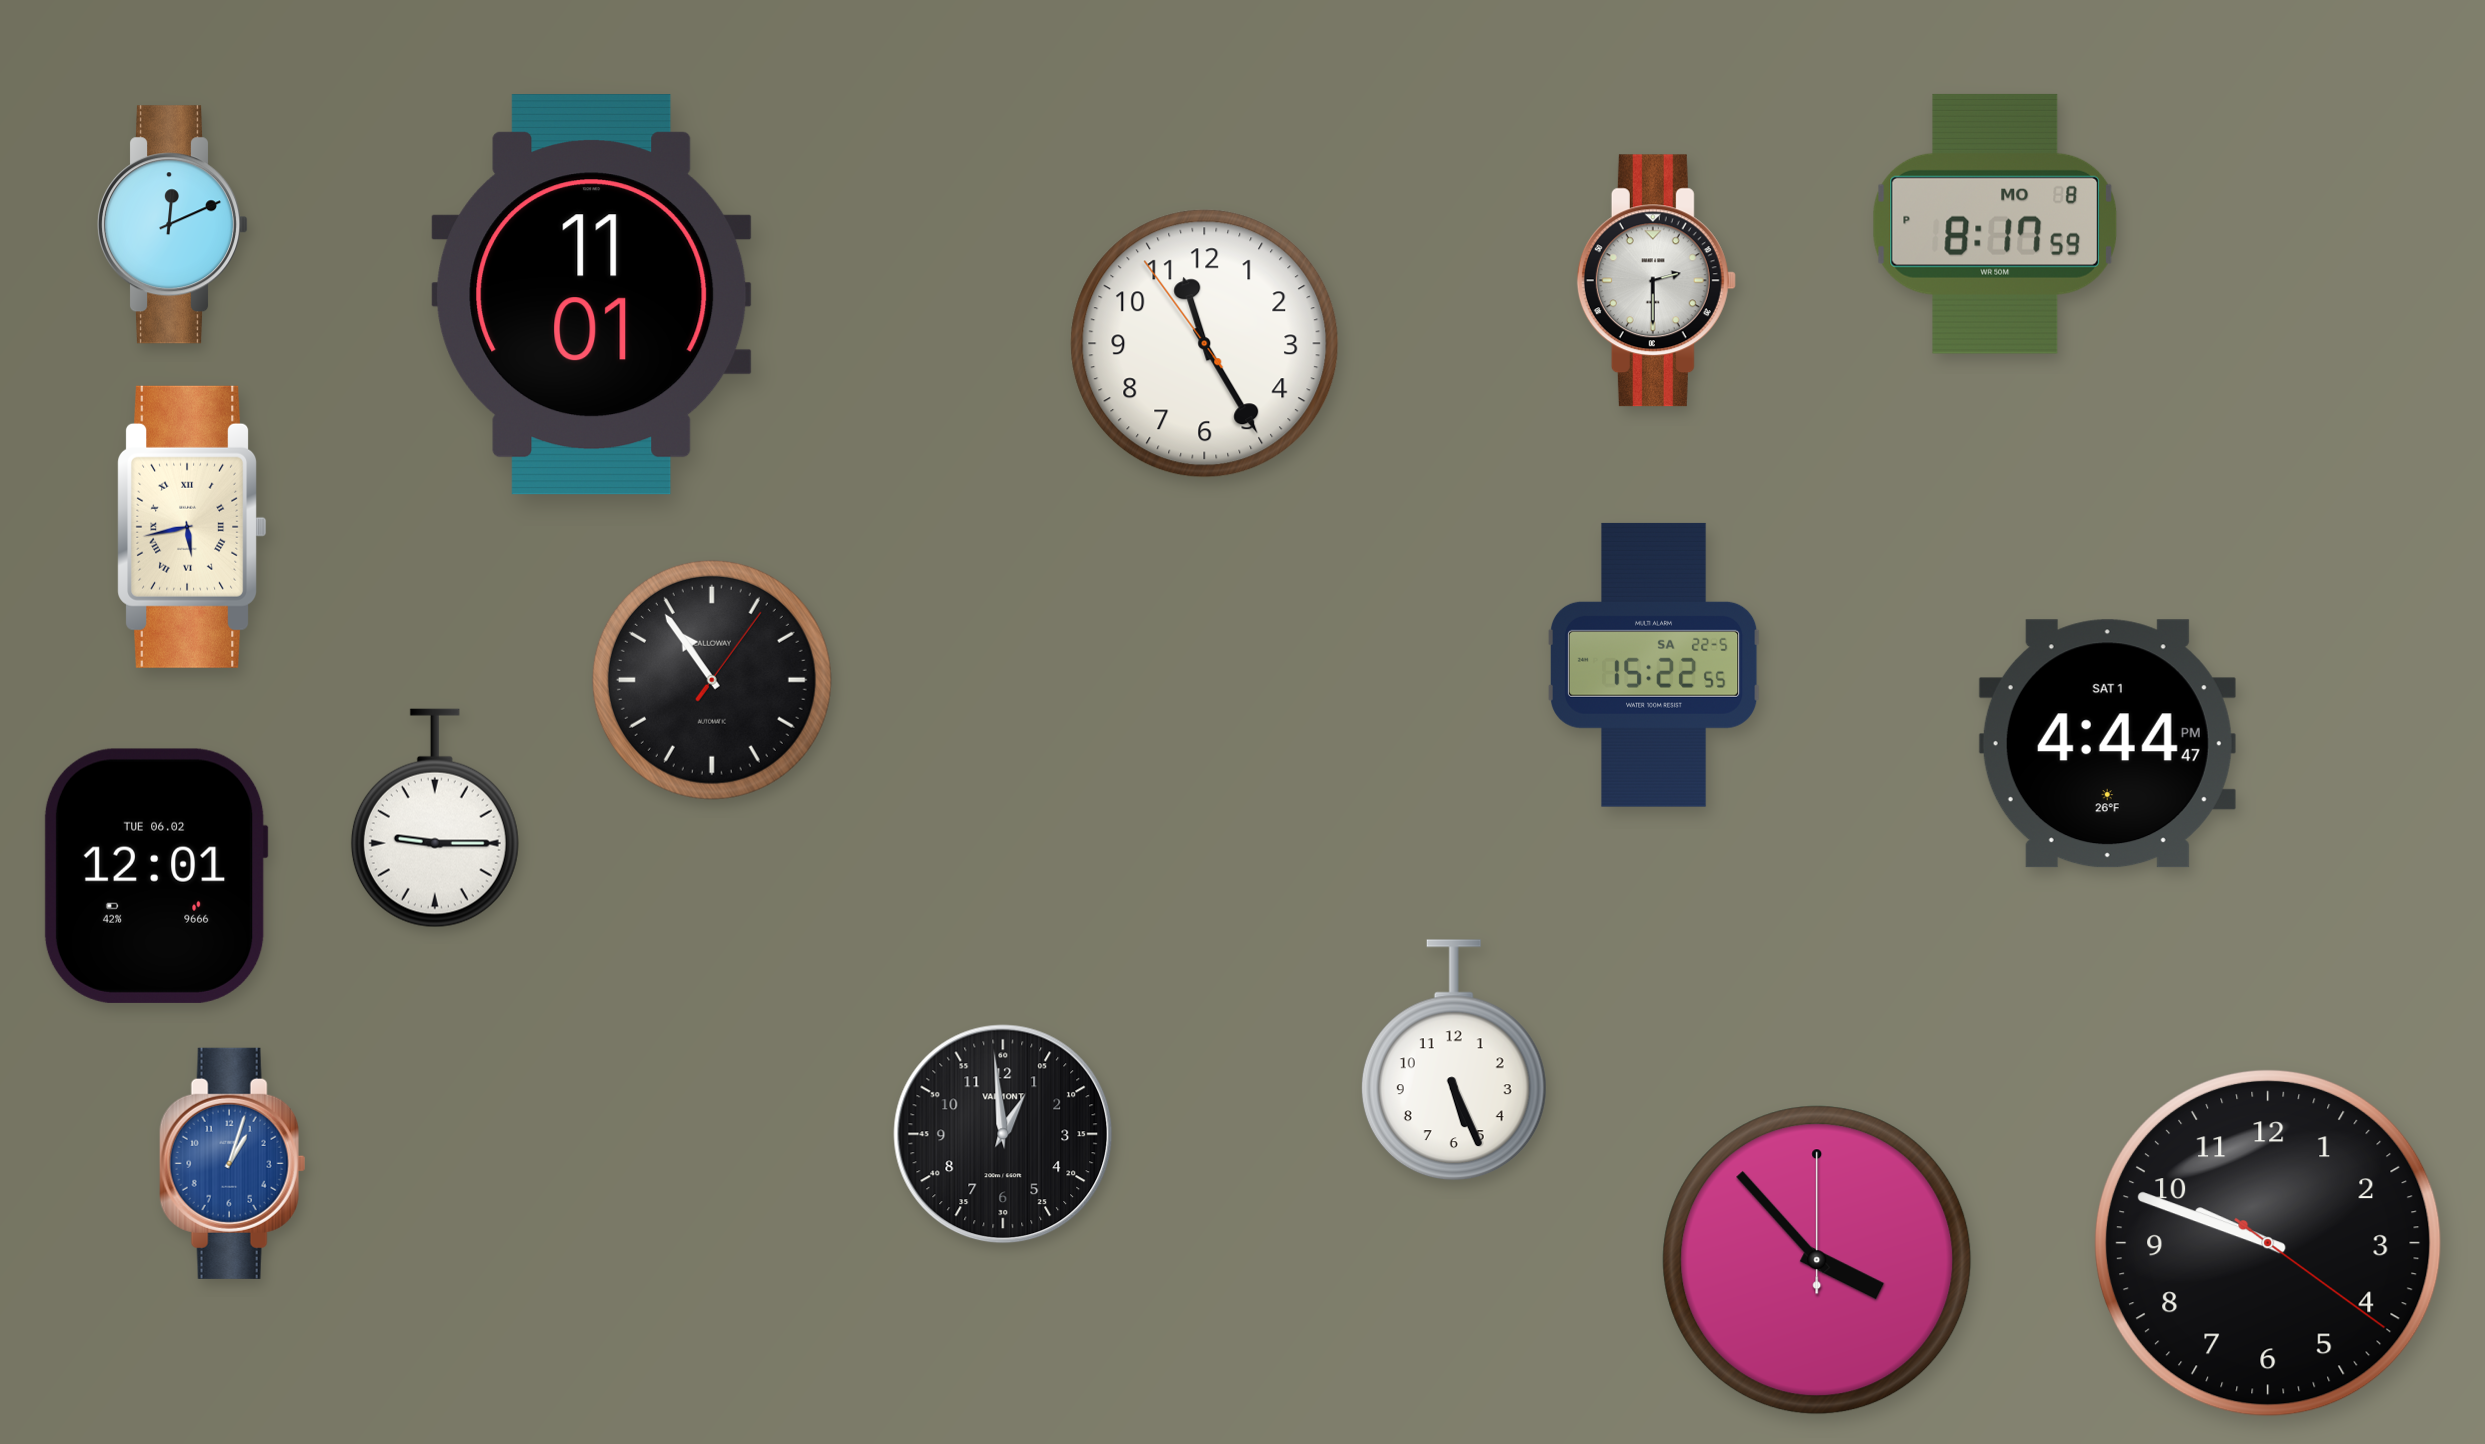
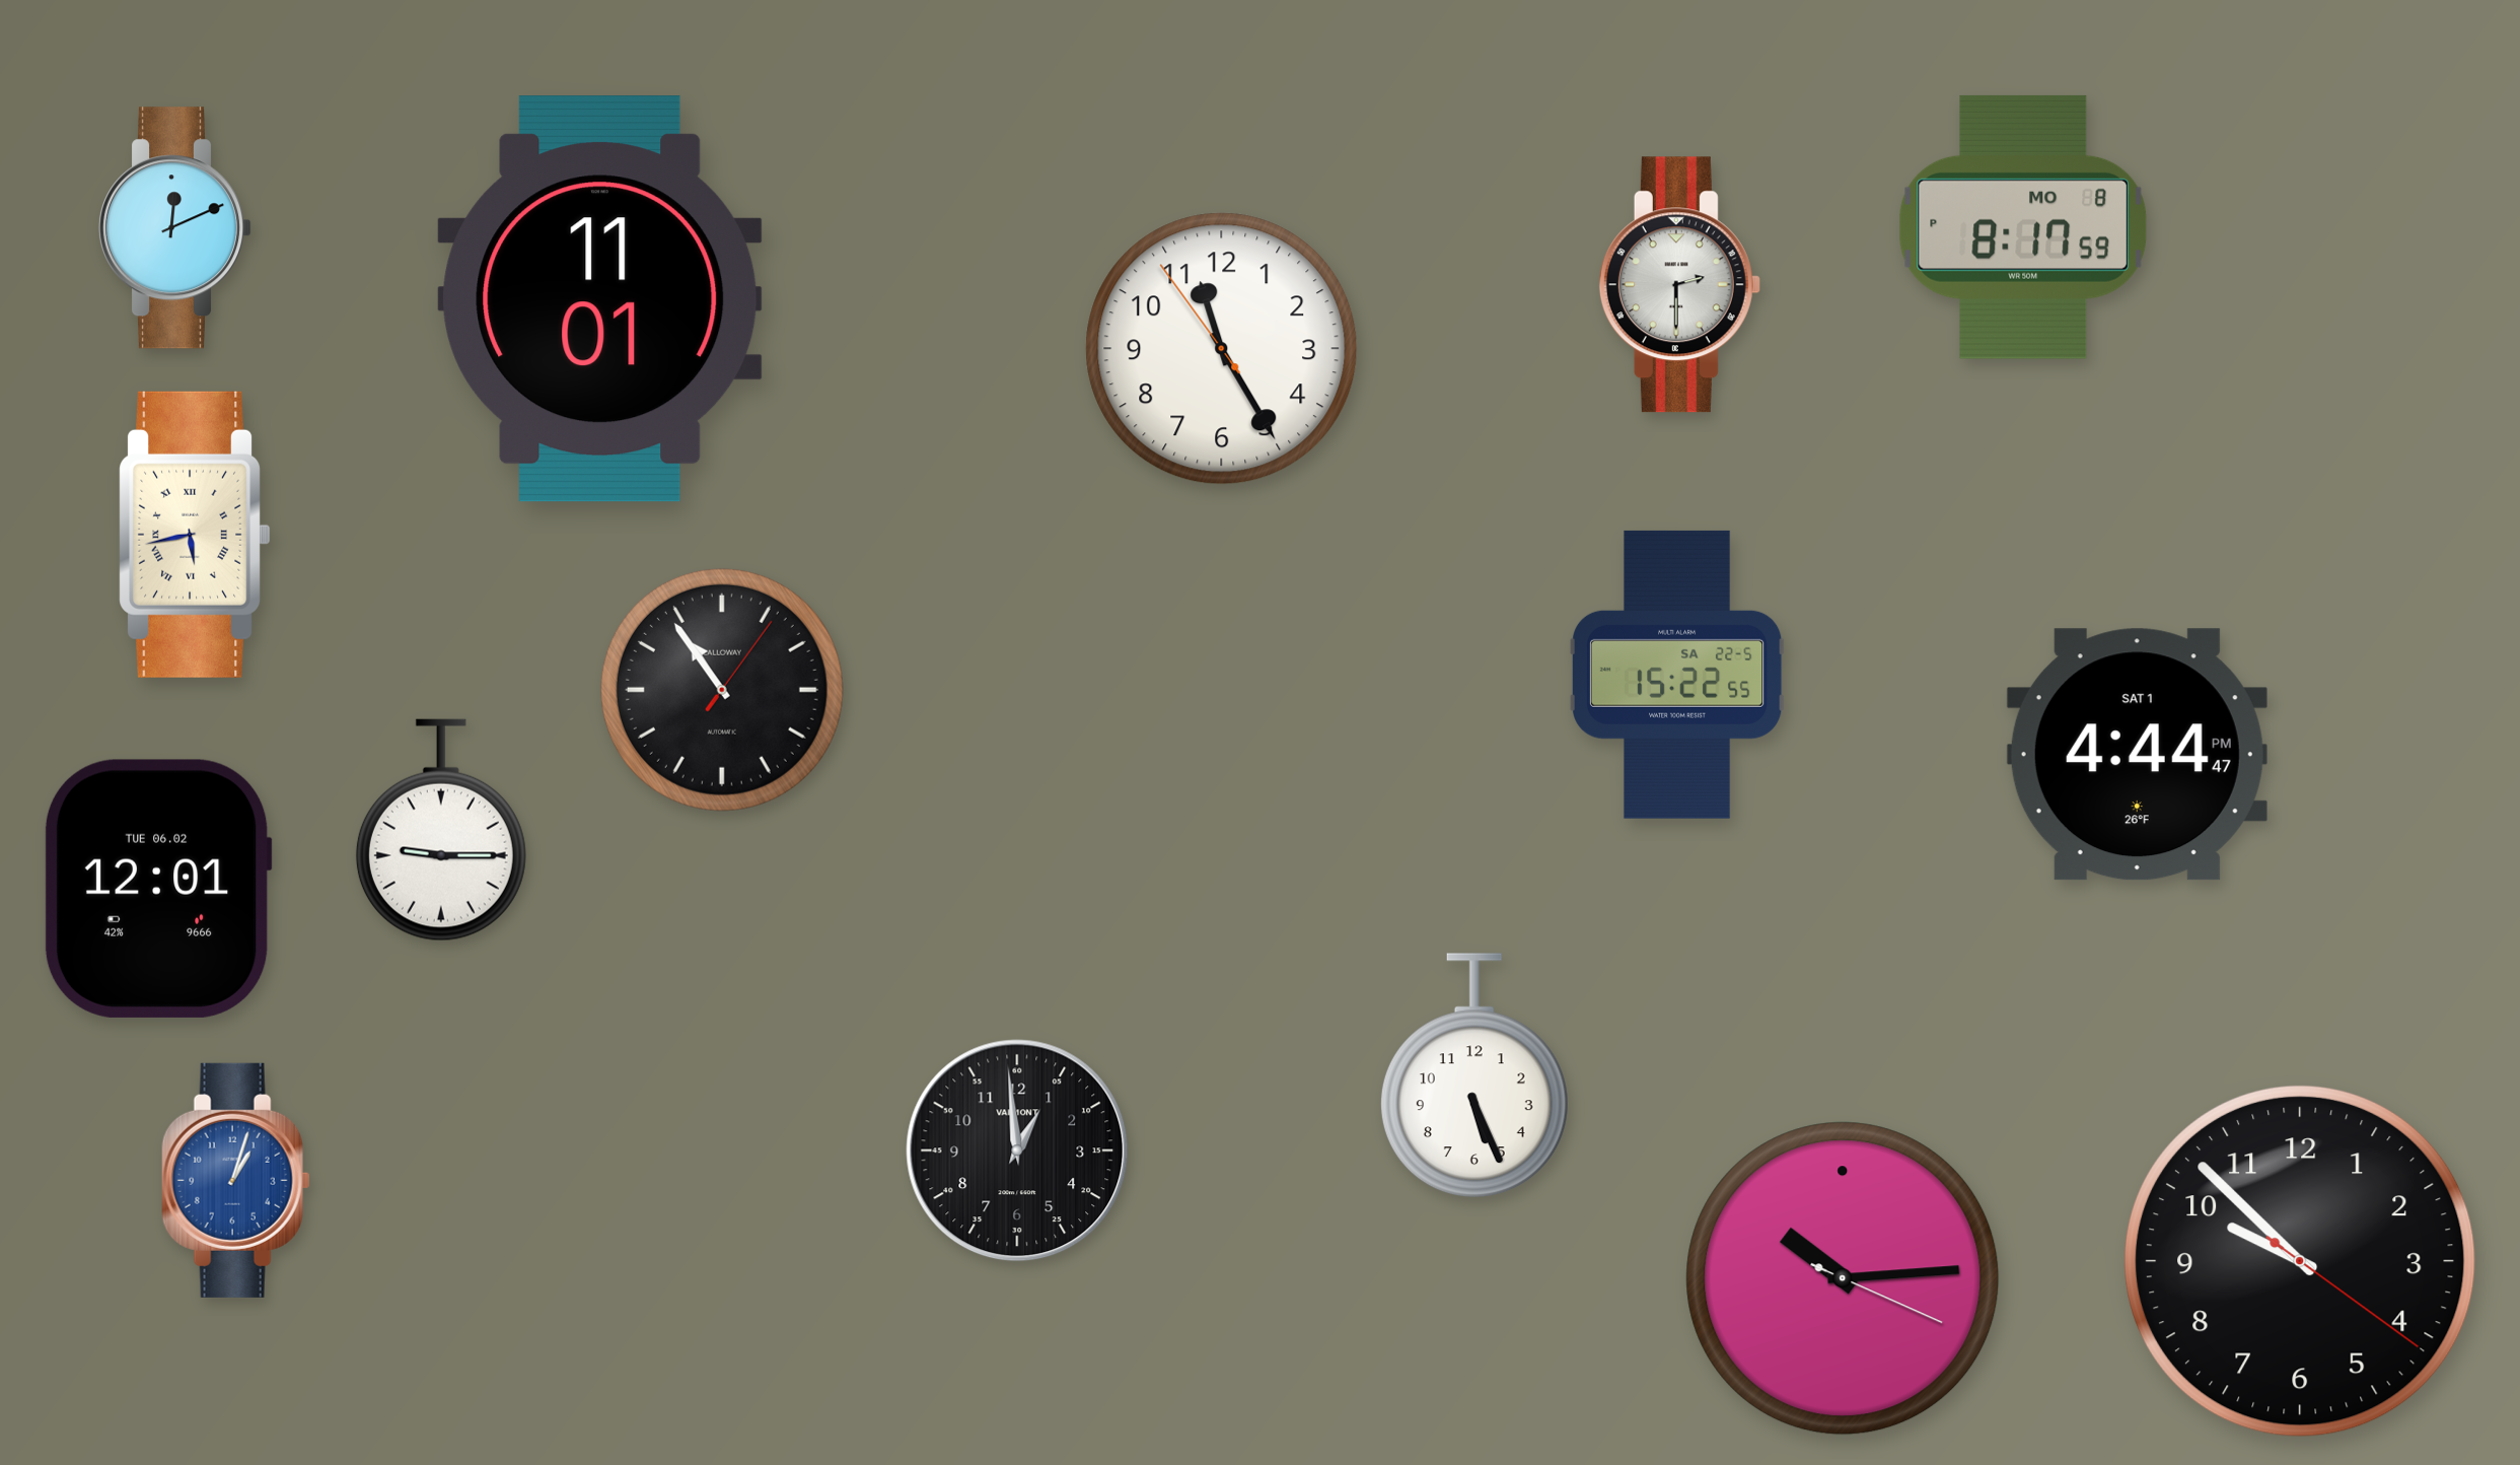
clock at (2268, 1243): 9:48 -> 9:52
clock at (1817, 1260): 3:53 -> 10:14
